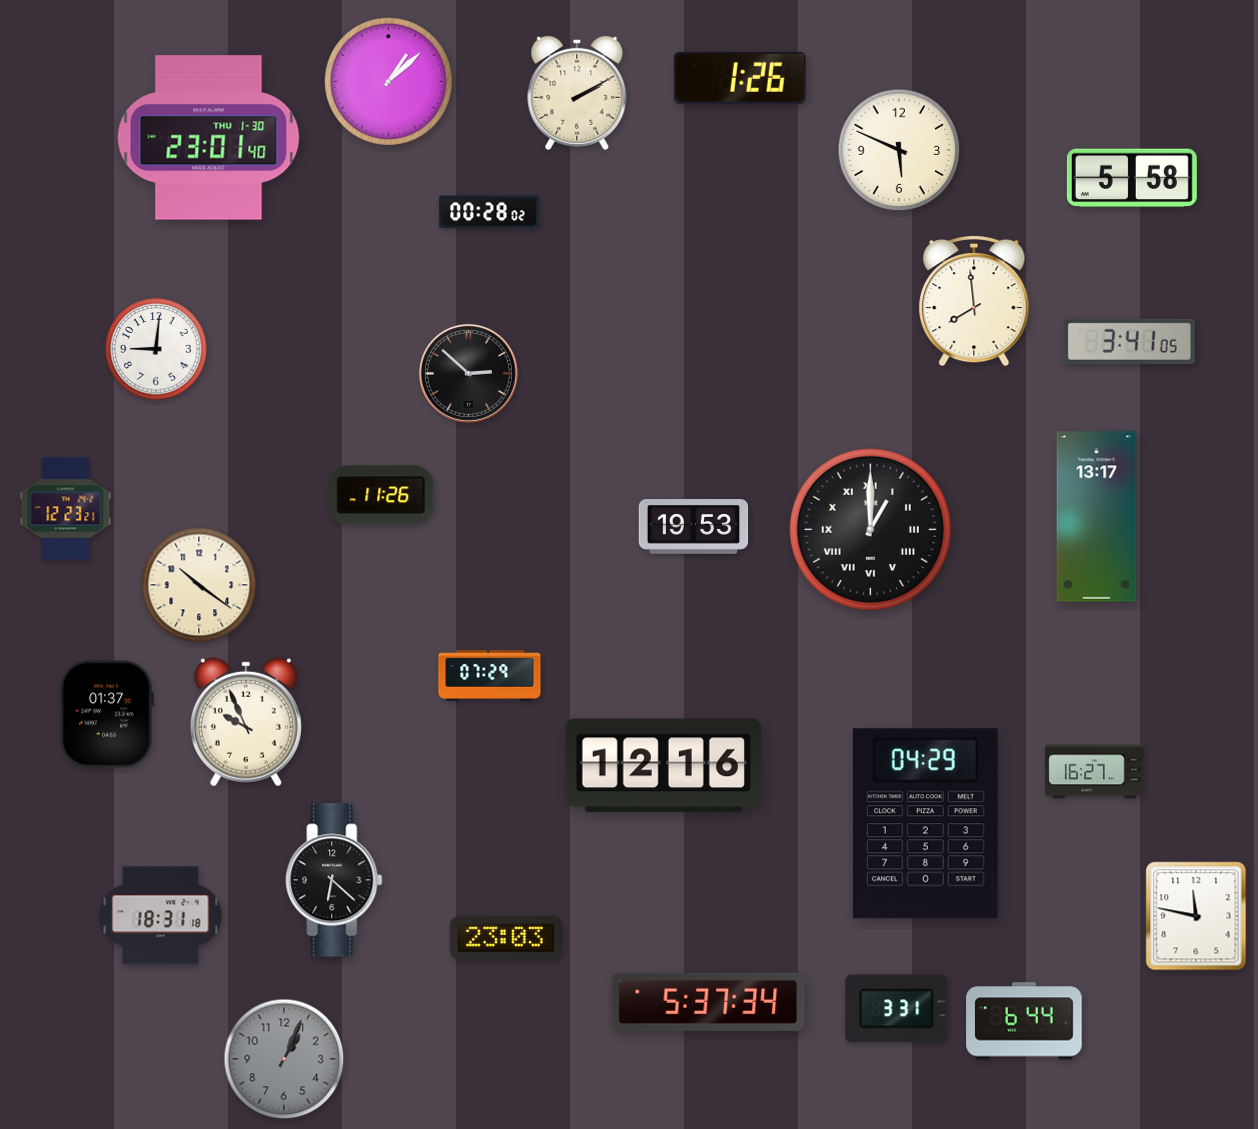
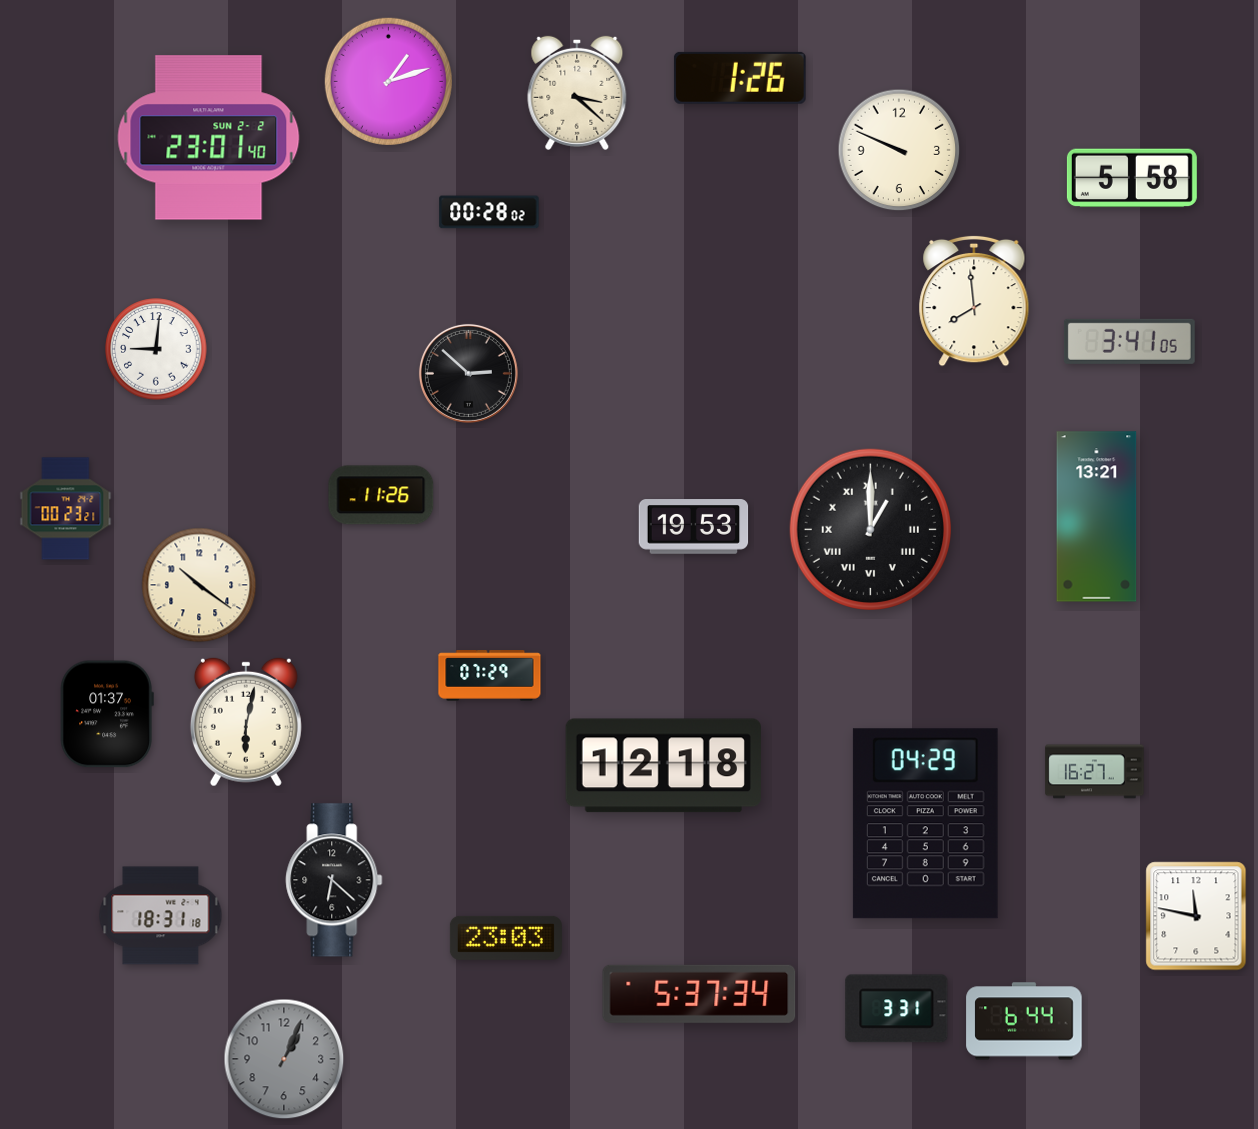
clock at (388, 81): 1:08 -> 1:12
clock at (577, 93): 2:10 -> 3:22
clock at (209, 138) date: THU 1-30 -> SUN 2-2
clock at (899, 150): 5:49 -> 9:49
clock at (66, 509): 12:23 -> 00:23
clock at (1097, 517): 13:17 -> 13:21
clock at (246, 722): 9:56 -> 6:02
clock at (663, 766): 12:16 -> 12:18
clock at (708, 1002) position: (708, 1002) -> (699, 994)
